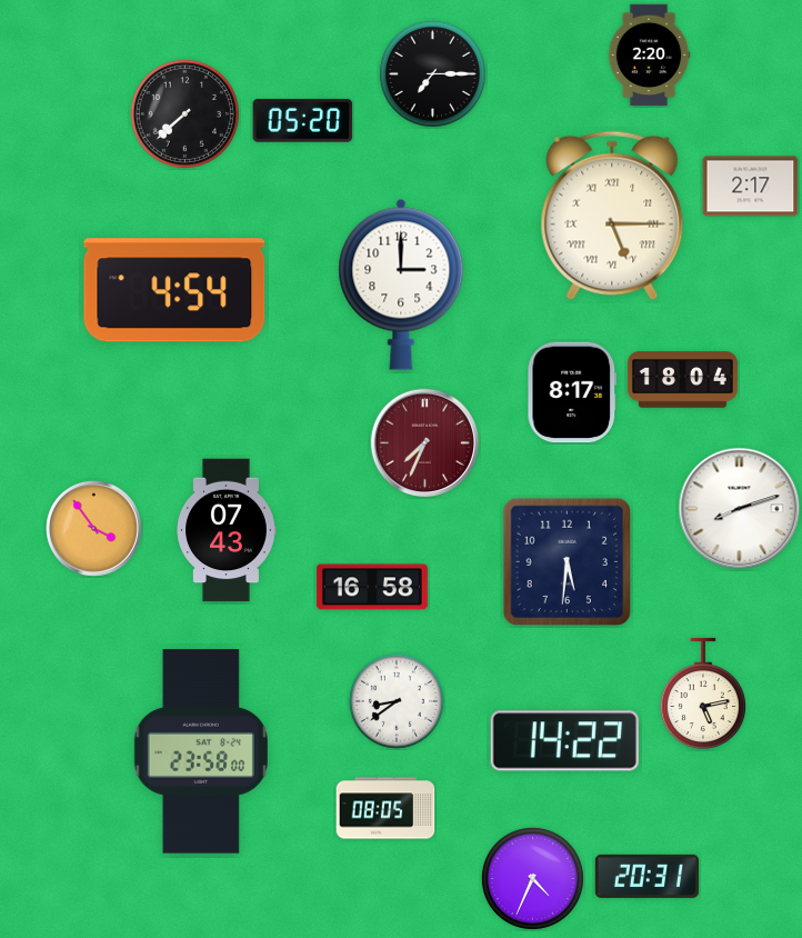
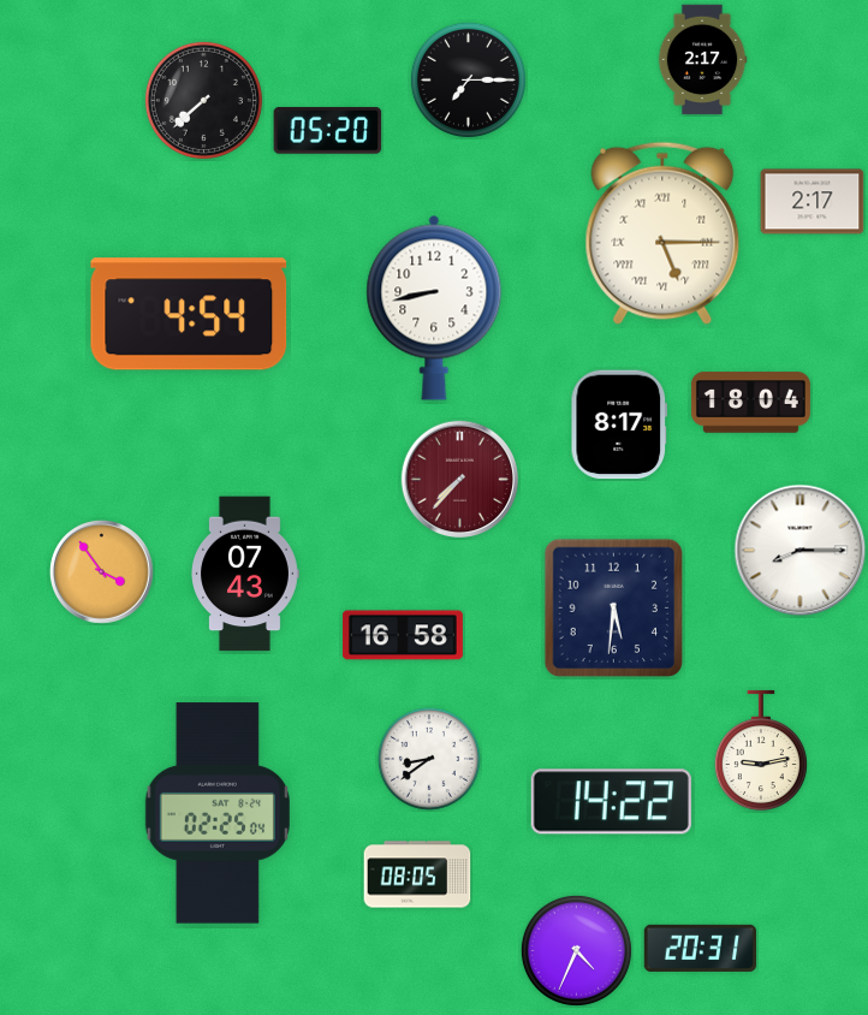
clock at (649, 56): 2:20 -> 2:17
clock at (184, 113) position: (184, 113) -> (203, 100)
clock at (401, 285): 3:00 -> 8:43
clock at (682, 380) position: (682, 380) -> (750, 403)
clock at (425, 443): 7:34 -> 7:37
clock at (740, 509): 8:12 -> 8:15
clock at (703, 693): 5:13 -> 9:13
clock at (201, 751): 23:58 -> 02:25
